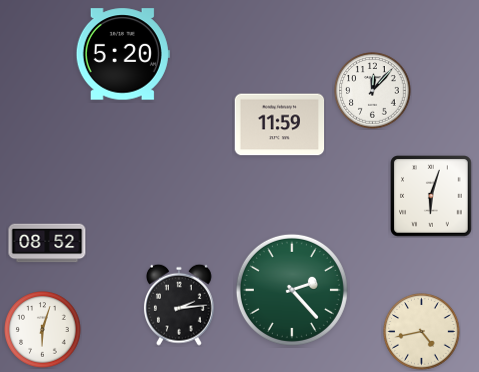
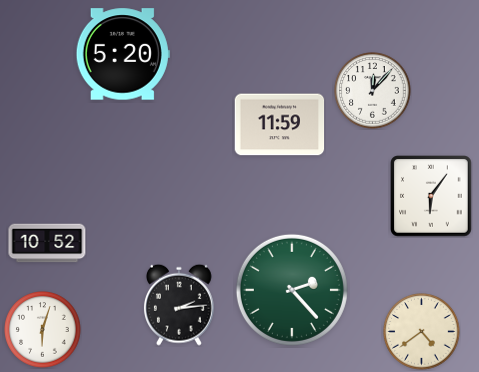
clock at (431, 196): 6:03 -> 6:06
clock at (47, 243): 08:52 -> 10:52
clock at (422, 332): 4:43 -> 4:39
